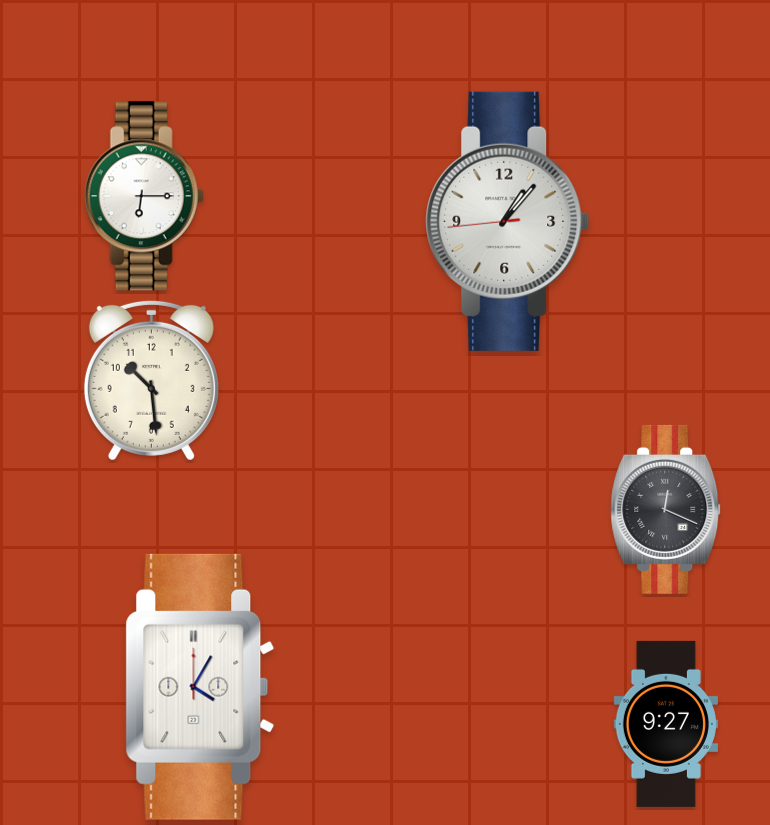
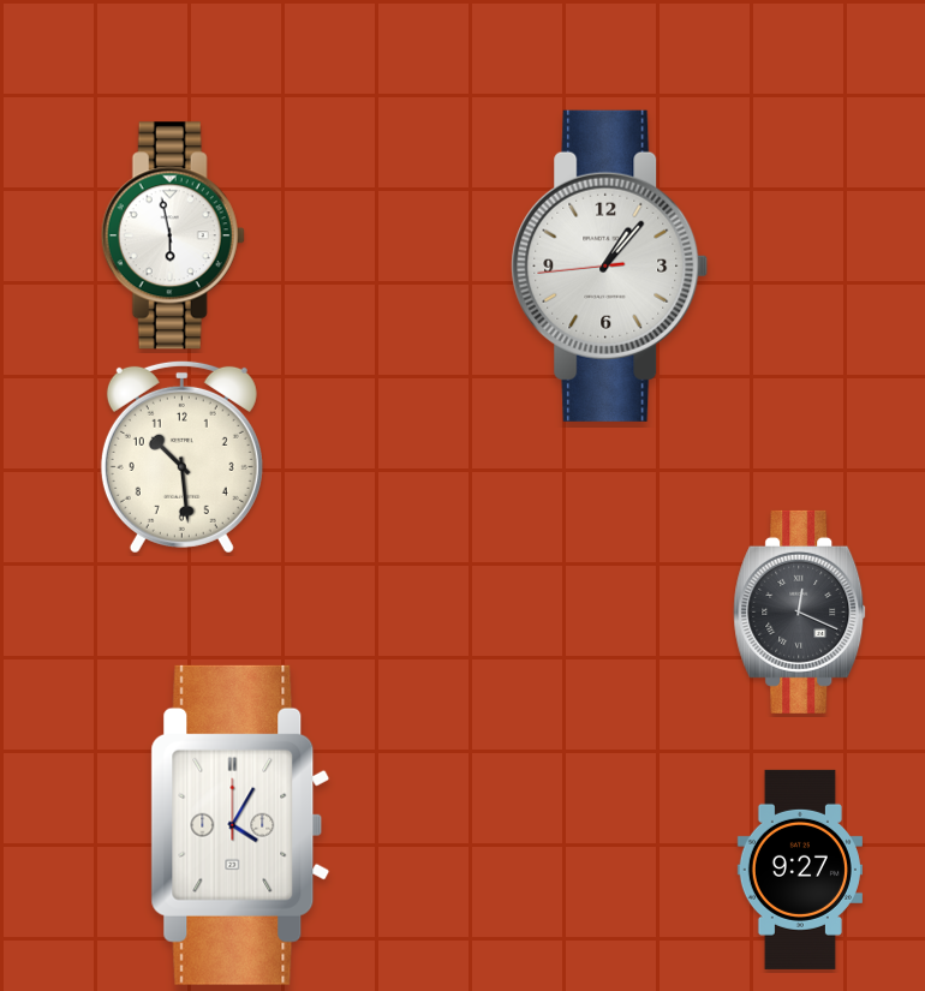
clock at (144, 196): 6:15 -> 5:58
